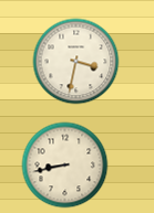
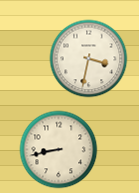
clock at (75, 61) position: (75, 61) -> (88, 58)
